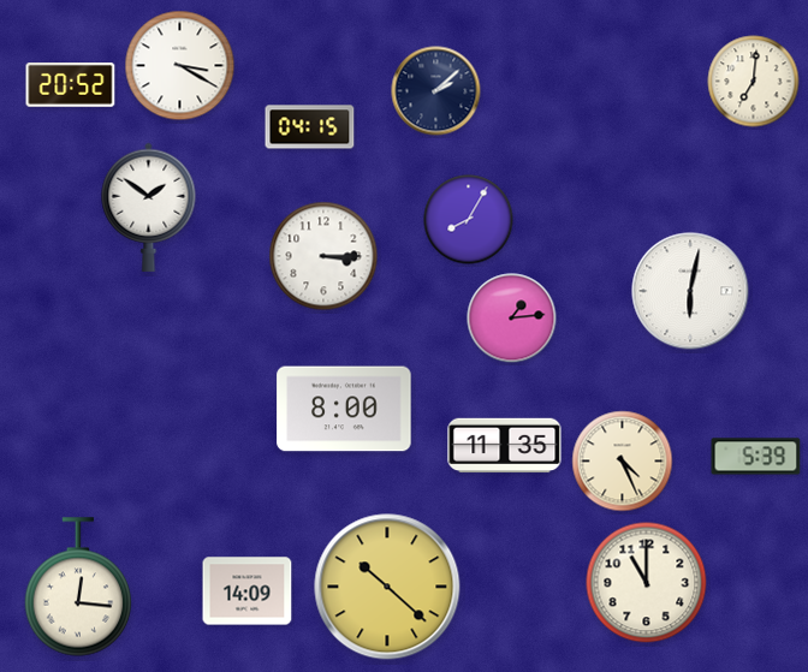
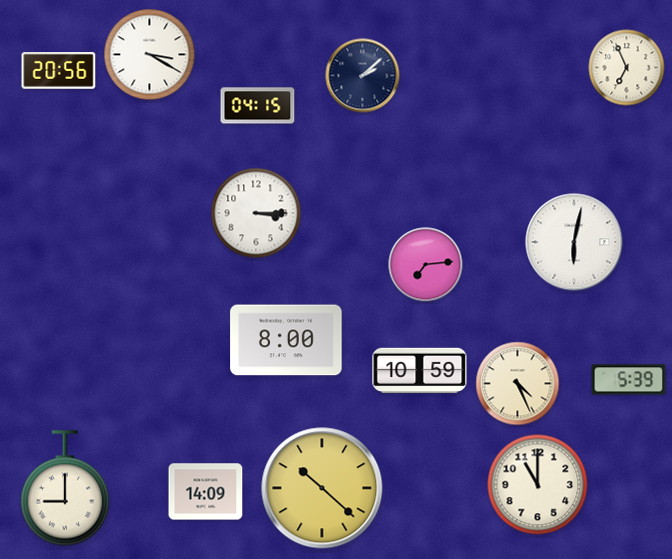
clock at (754, 82): 7:01 -> 6:56
clock at (71, 85): 20:52 -> 20:56
clock at (149, 207): 1:51 -> none
clock at (469, 220): 8:05 -> none
clock at (323, 256) position: (323, 256) -> (256, 213)
clock at (512, 319): 1:14 -> 7:14
clock at (505, 446): 11:35 -> 10:59
clock at (78, 587): 12:16 -> 9:00
